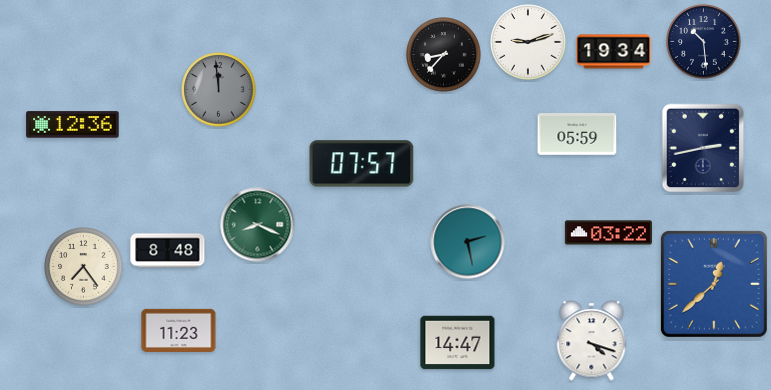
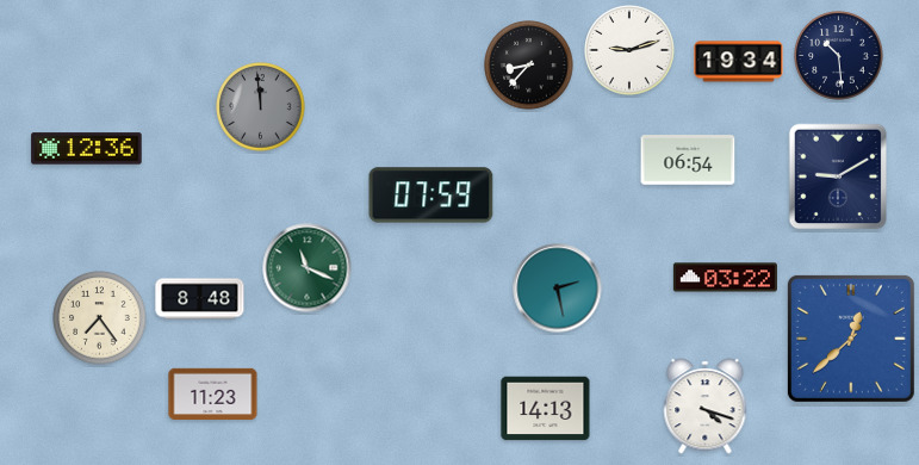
clock at (704, 42) position: (704, 42) -> (839, 56)
clock at (614, 52) position: (614, 52) -> (739, 62)
clock at (577, 134): 05:59 -> 06:54
clock at (703, 148): 2:43 -> 9:10
clock at (362, 164): 07:57 -> 07:59
clock at (258, 225): 8:19 -> 11:19
clock at (458, 343): 14:47 -> 14:13
